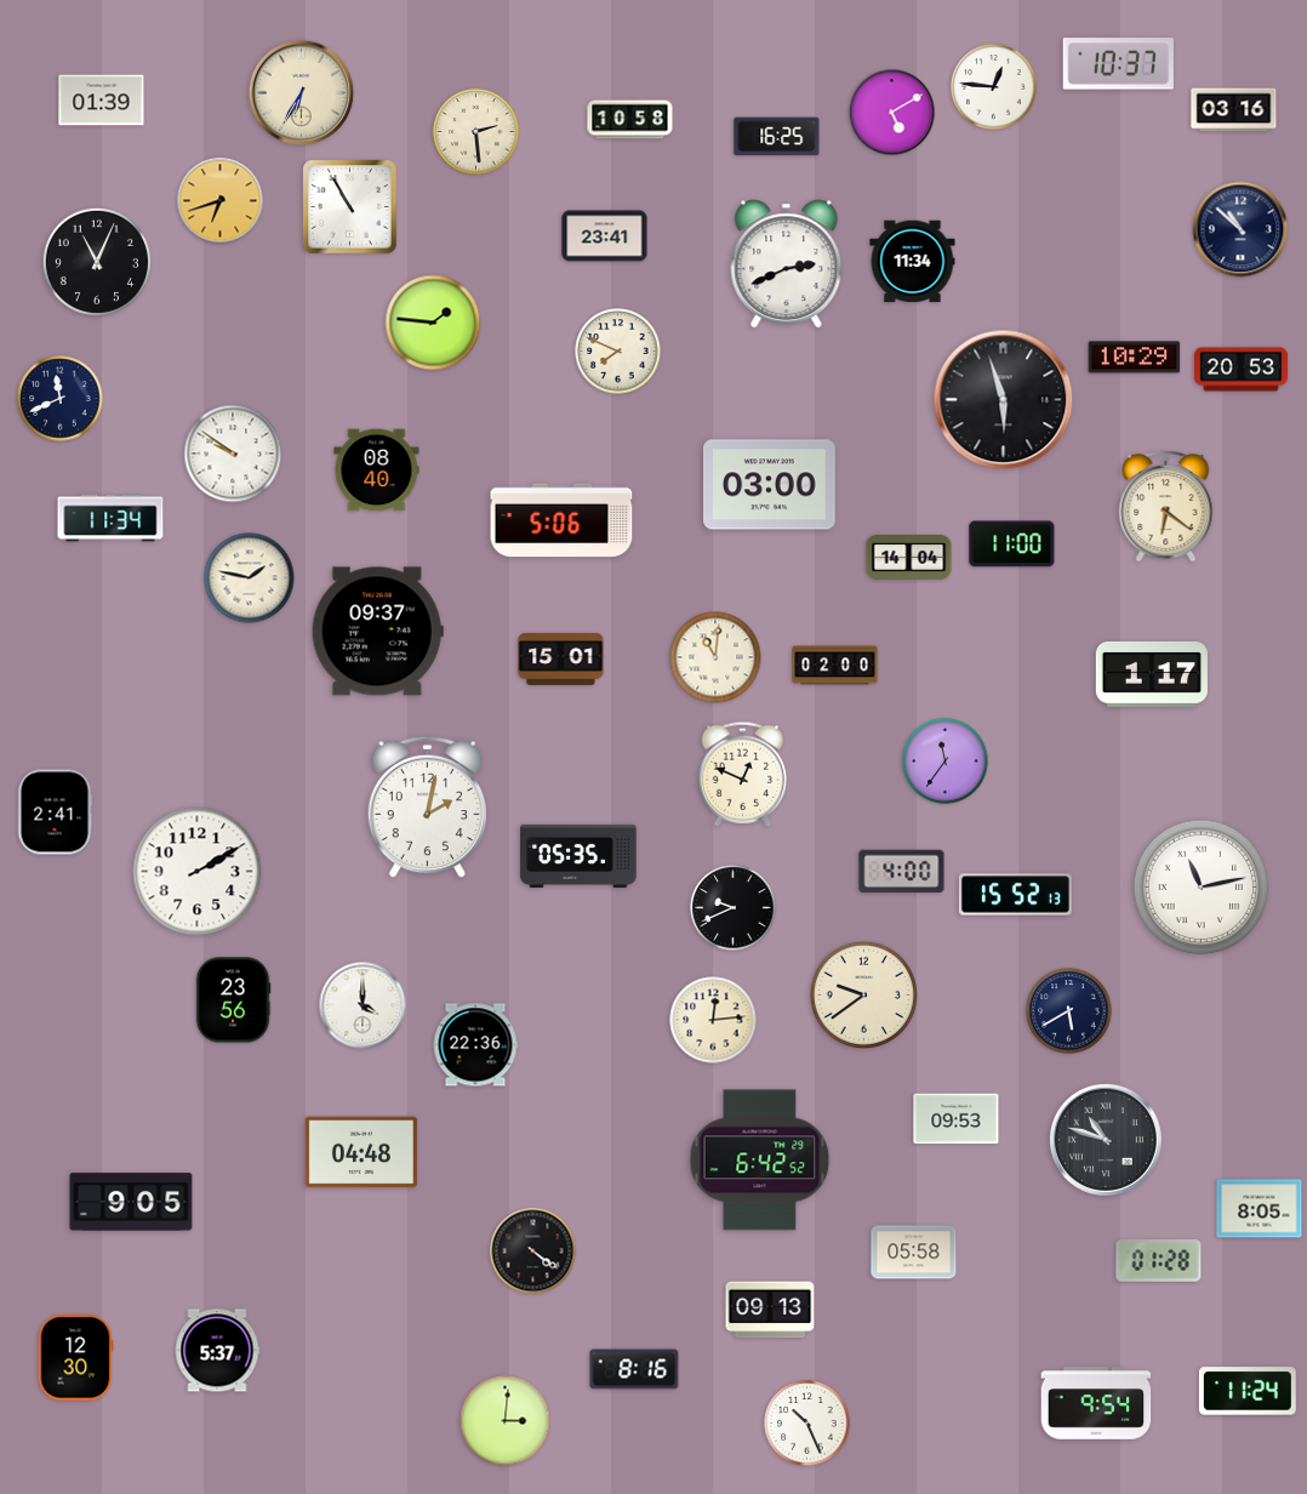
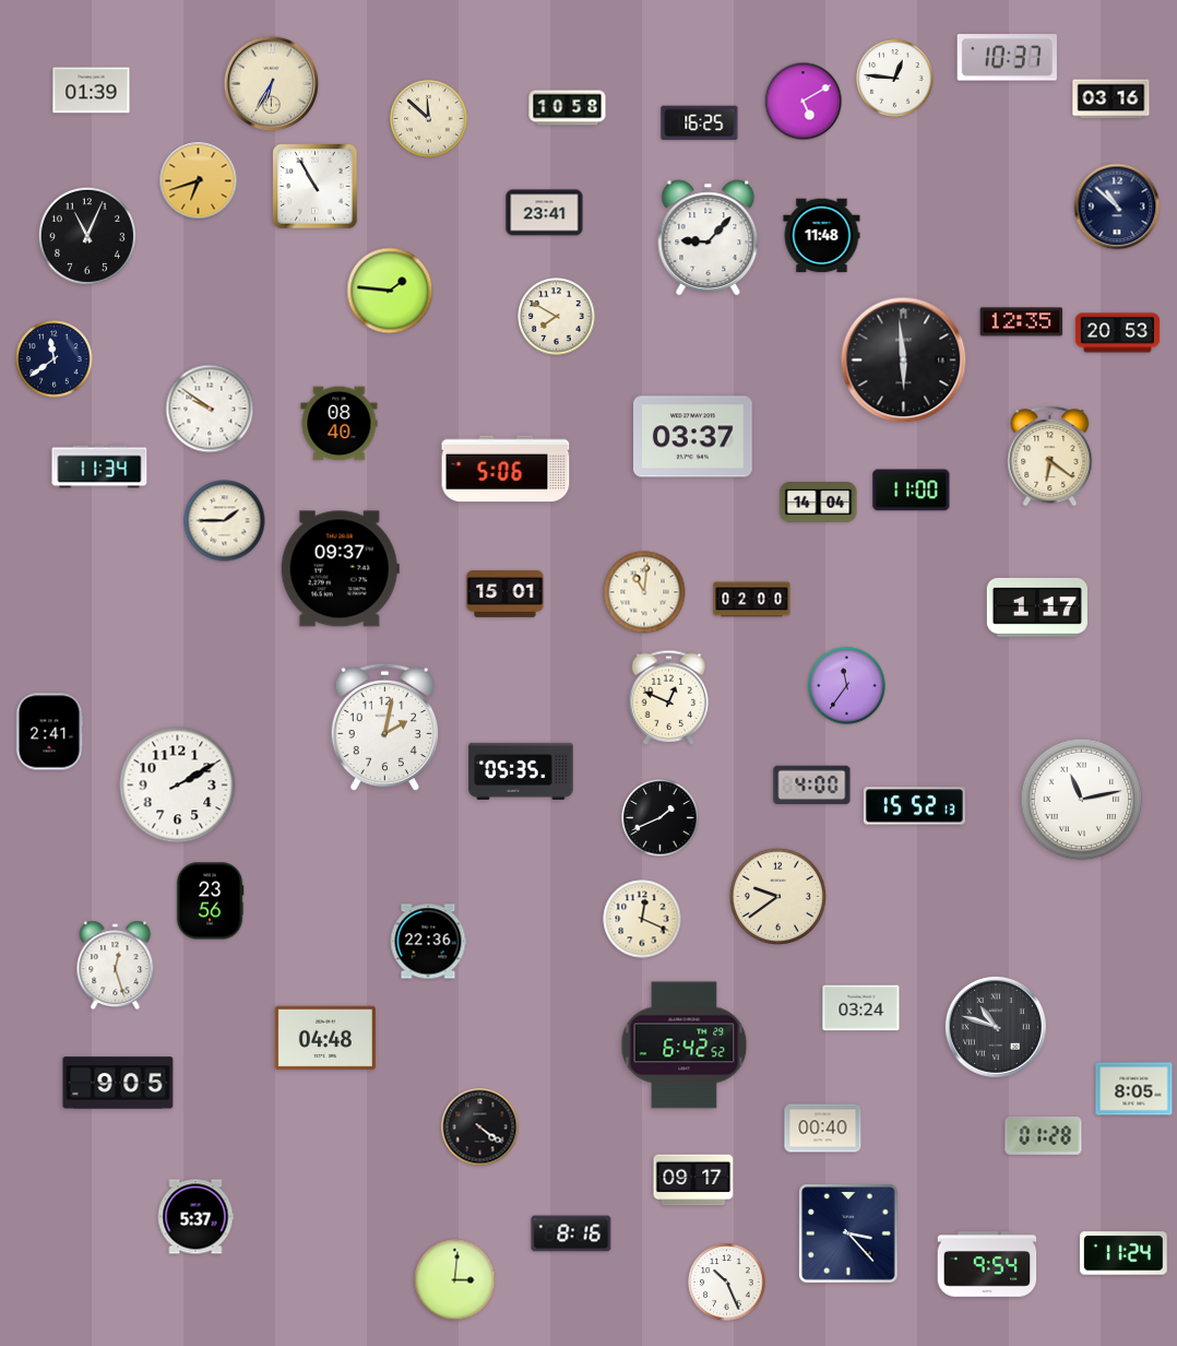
clock at (476, 132): 2:29 -> 11:52
clock at (913, 262): 11:34 -> 11:48
clock at (787, 264): 2:41 -> 9:07
clock at (618, 352): 7:49 -> 7:50
clock at (1135, 358): 10:29 -> 12:35
clock at (61, 399): 11:41 -> 11:39
clock at (1004, 400): 5:57 -> 5:59
clock at (770, 485): 03:00 -> 03:37
clock at (250, 578): 1:47 -> 1:45
clock at (946, 762) position: (946, 762) -> (847, 686)
clock at (734, 908): 9:41 -> 1:41
clock at (363, 1005): 4:00 -> none
clock at (1069, 1011): 5:40 -> none
clock at (713, 1020): 12:14 -> 12:19
clock at (116, 966): none -> 12:27
clock at (957, 1119): 09:53 -> 03:24
clock at (914, 1253): 05:58 -> 00:40
clock at (770, 1310): 09:13 -> 09:17
clock at (75, 1358): 12:30 -> none
clock at (849, 1235): none -> 3:23
